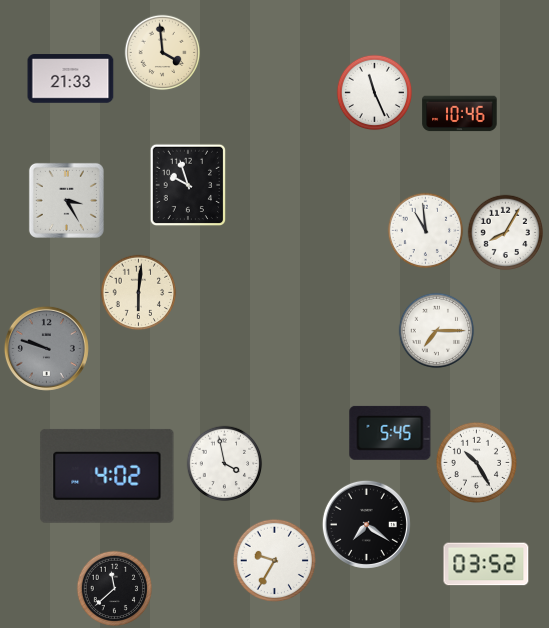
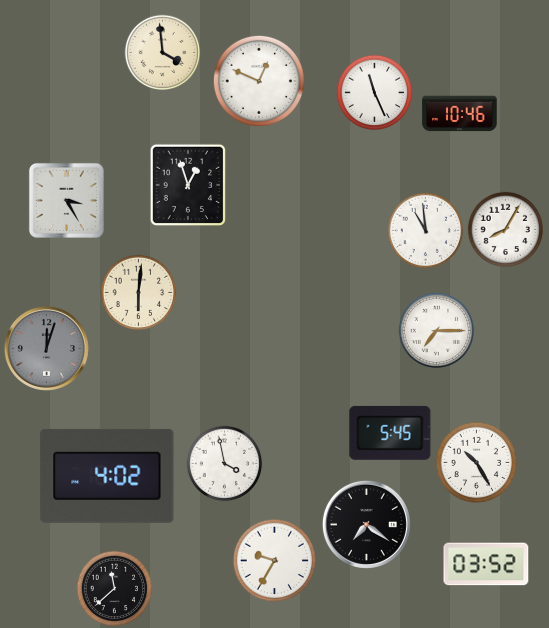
clock at (71, 79): 21:33 -> none
clock at (259, 81): none -> 12:49
clock at (188, 185): 9:57 -> 12:57
clock at (506, 233) position: (506, 233) -> (506, 230)
clock at (46, 348): 9:48 -> 12:03
